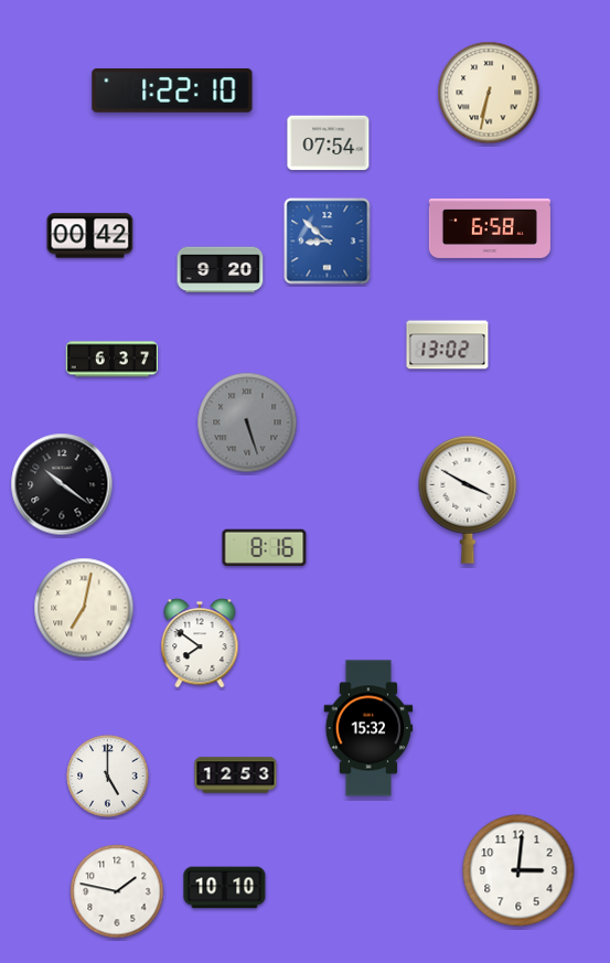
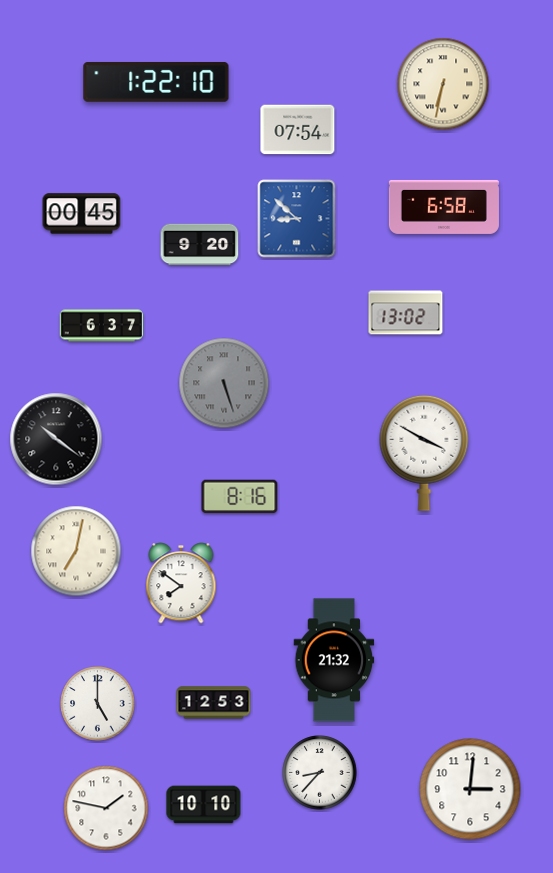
clock at (90, 236): 00:42 -> 00:45
clock at (368, 728): 15:32 -> 21:32
clock at (320, 773): none -> 8:37
